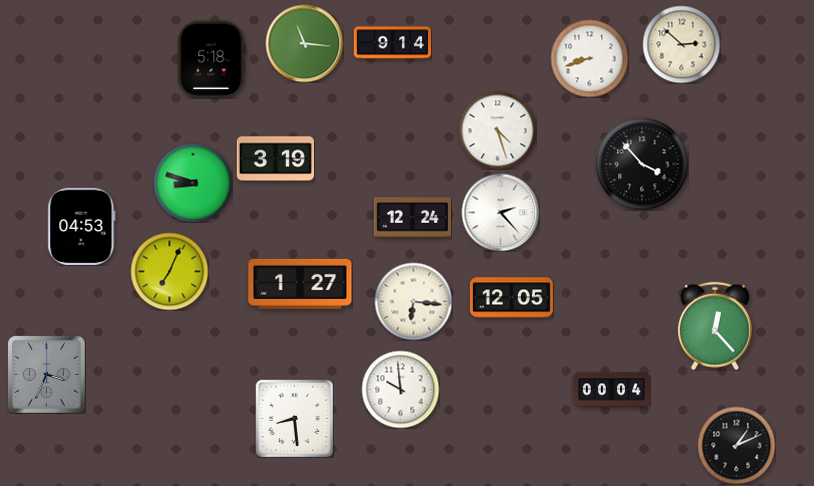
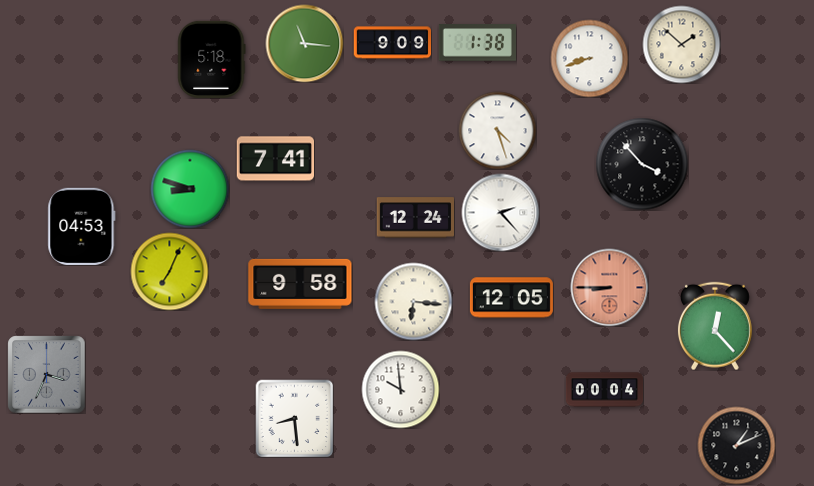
clock at (392, 43): 9:14 -> 9:09
clock at (477, 43): none -> 1:38
clock at (681, 44): 2:52 -> 1:52
clock at (275, 159): 3:19 -> 7:41
clock at (193, 183) position: (193, 183) -> (190, 189)
clock at (412, 218) position: (412, 218) -> (415, 218)
clock at (300, 284): 1:27 -> 9:58
clock at (609, 287): none -> 8:45
clock at (611, 390) position: (611, 390) -> (604, 390)
